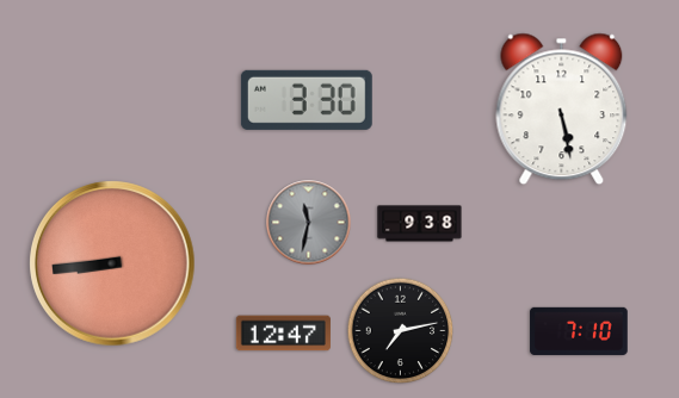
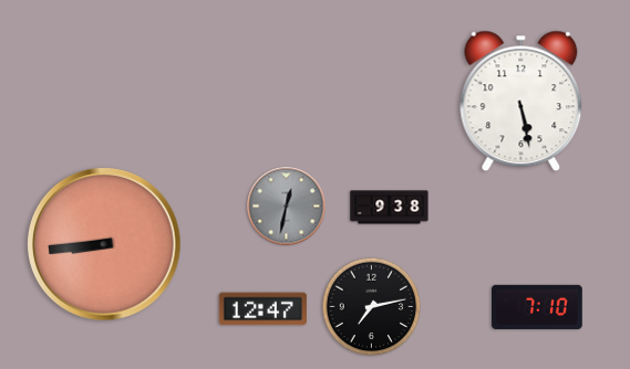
clock at (307, 100): 3:30 -> none
clock at (309, 223): 11:32 -> 12:32
